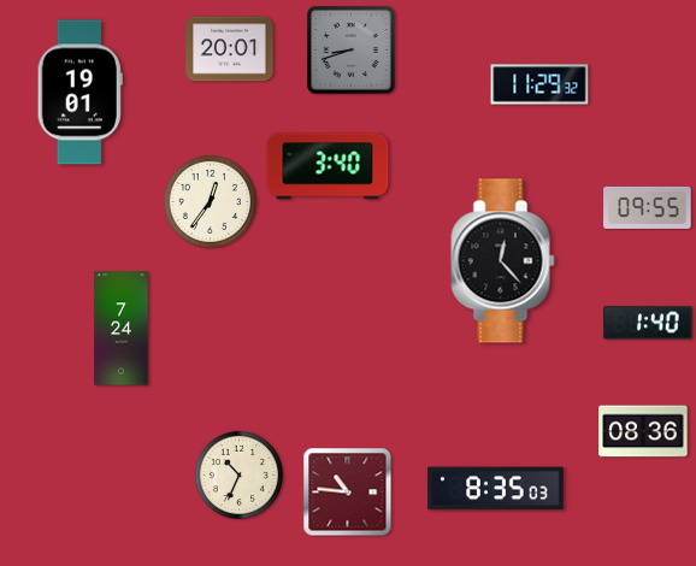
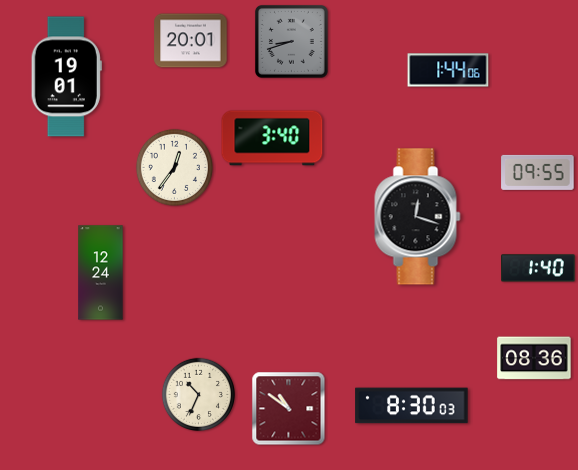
clock at (539, 84): 11:29 -> 1:44
clock at (503, 261): 12:23 -> 12:18
clock at (122, 329): 7:24 -> 12:24
clock at (496, 489): 8:35 -> 8:30
clock at (348, 493): 10:46 -> 10:51
